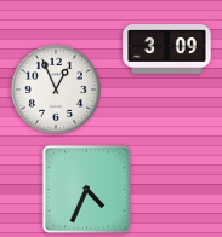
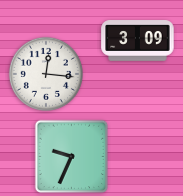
clock at (56, 89): 12:56 -> 12:16
clock at (87, 190): 4:34 -> 9:34
